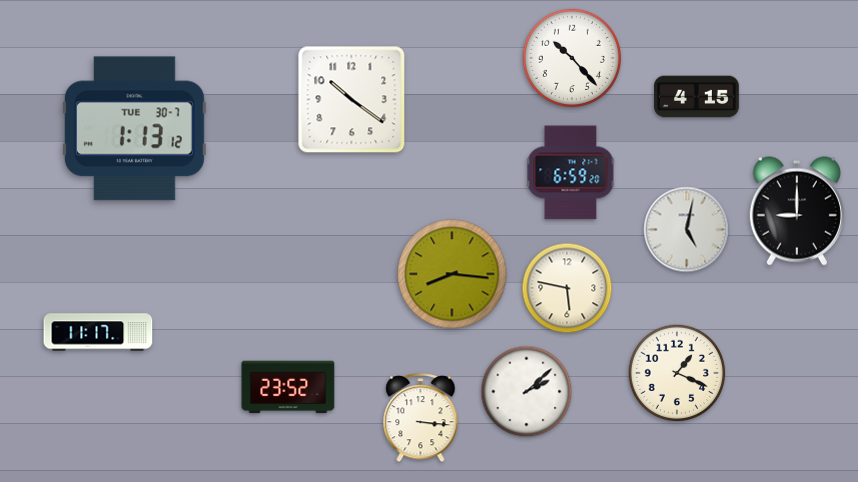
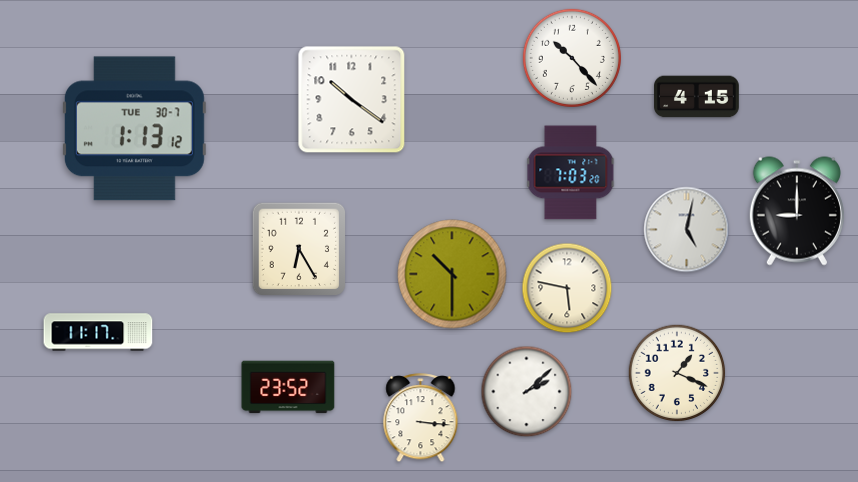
clock at (571, 173): 6:59 -> 7:03
clock at (299, 249): none -> 6:25
clock at (452, 274): 8:16 -> 10:30
